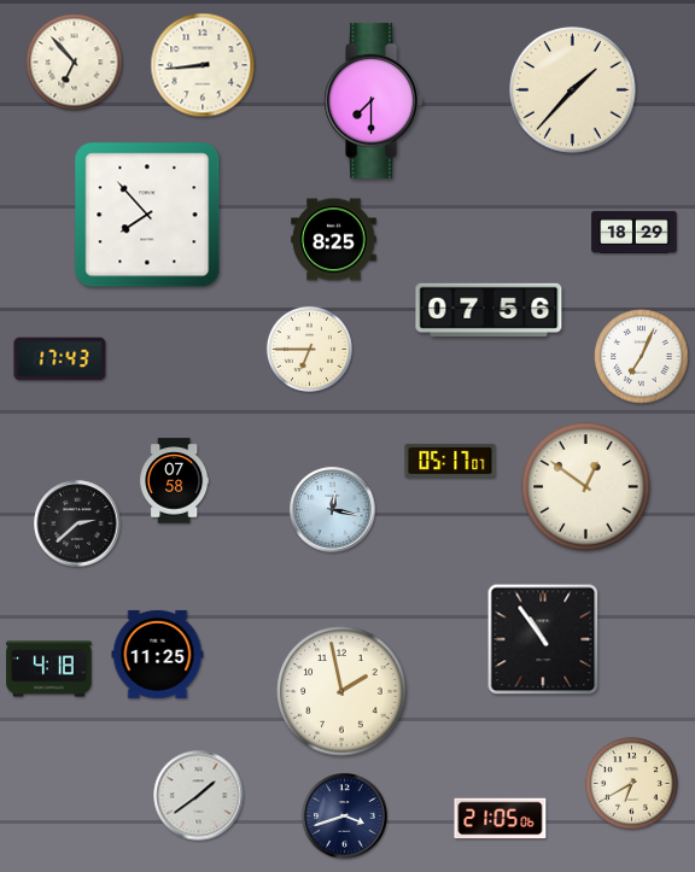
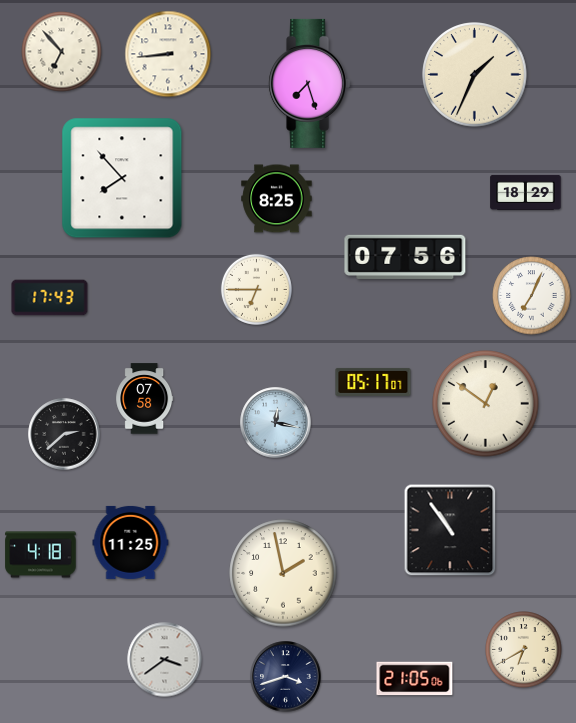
clock at (573, 90): 1:37 -> 1:34
clock at (374, 100): 7:30 -> 7:27
clock at (199, 796): 1:39 -> 3:39
